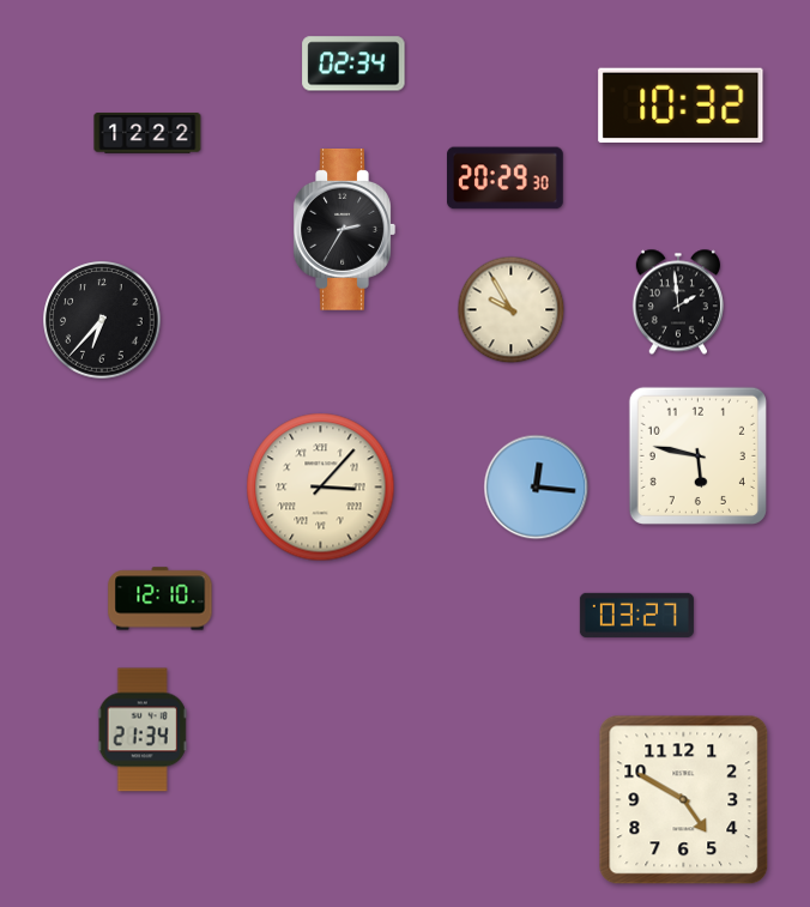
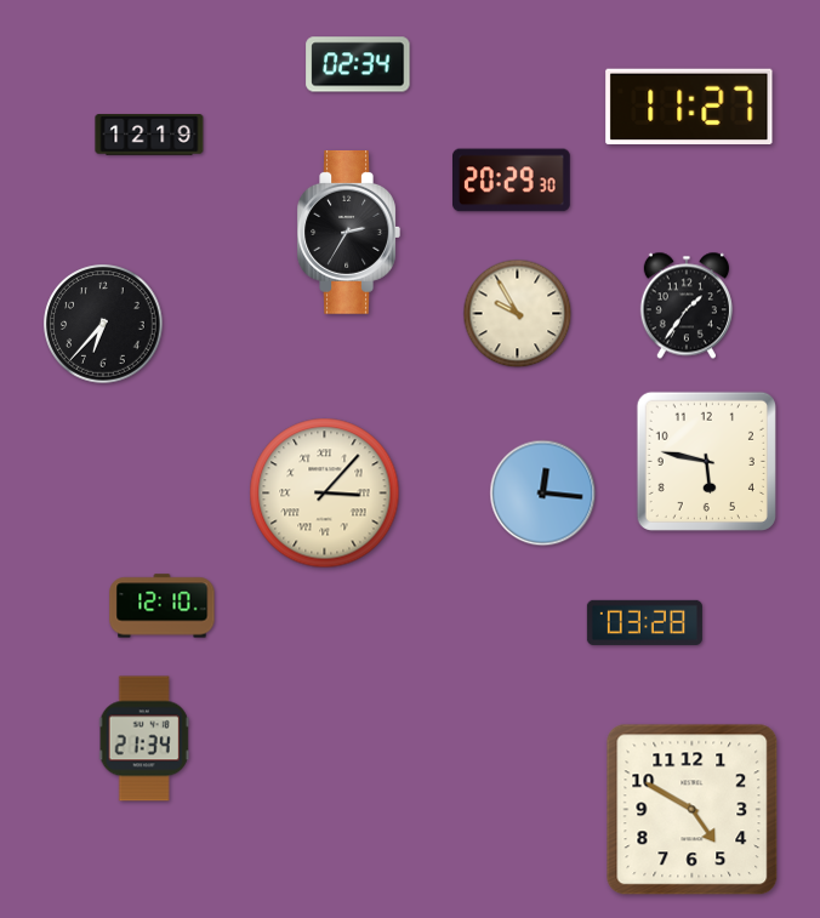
clock at (681, 105): 10:32 -> 11:27
clock at (147, 133): 12:22 -> 12:19
clock at (678, 302): 1:59 -> 1:36
clock at (636, 615): 03:27 -> 03:28
